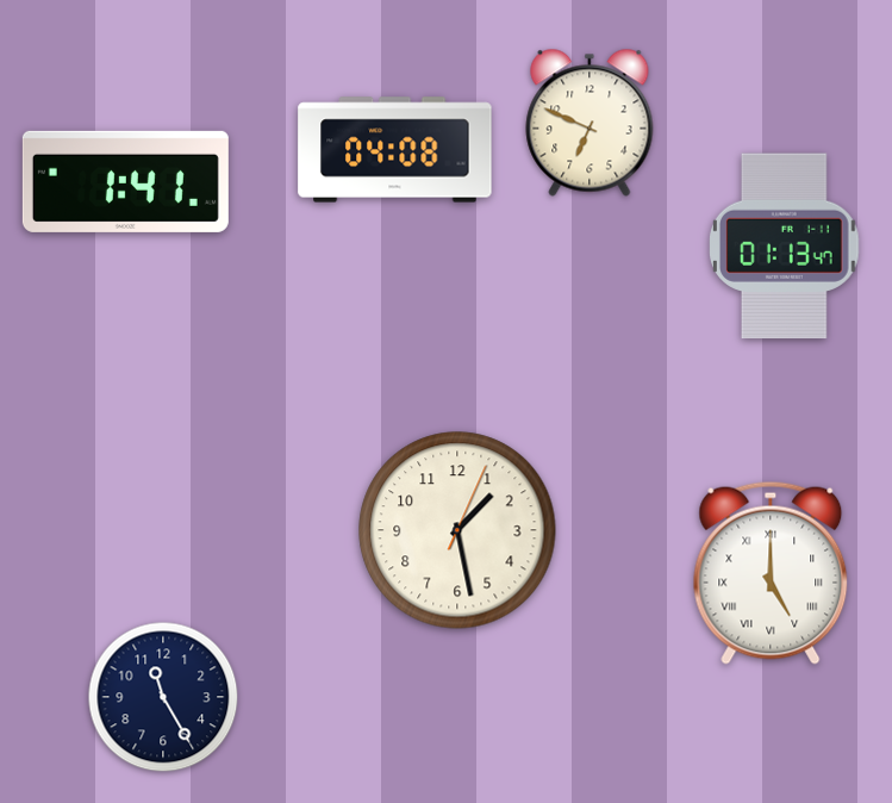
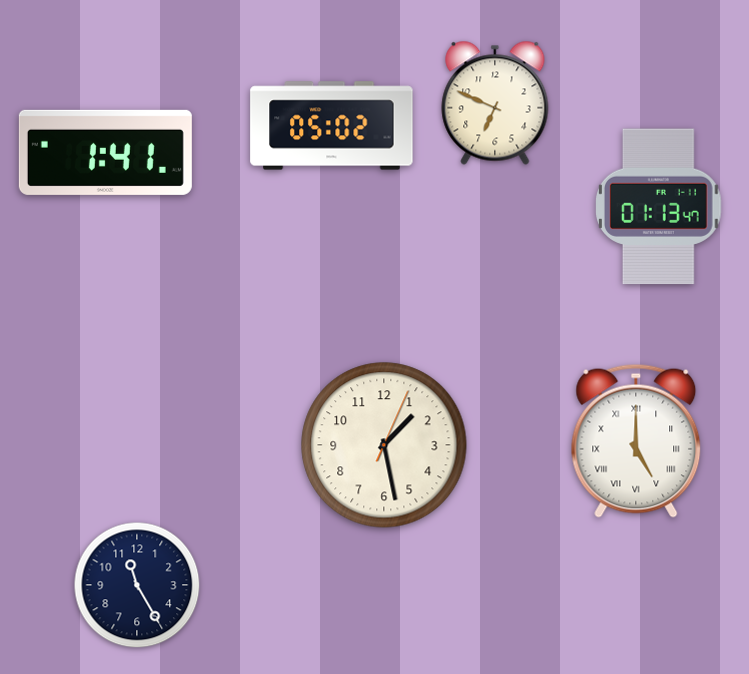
clock at (395, 150): 04:08 -> 05:02
clock at (771, 573) position: (771, 573) -> (636, 441)
